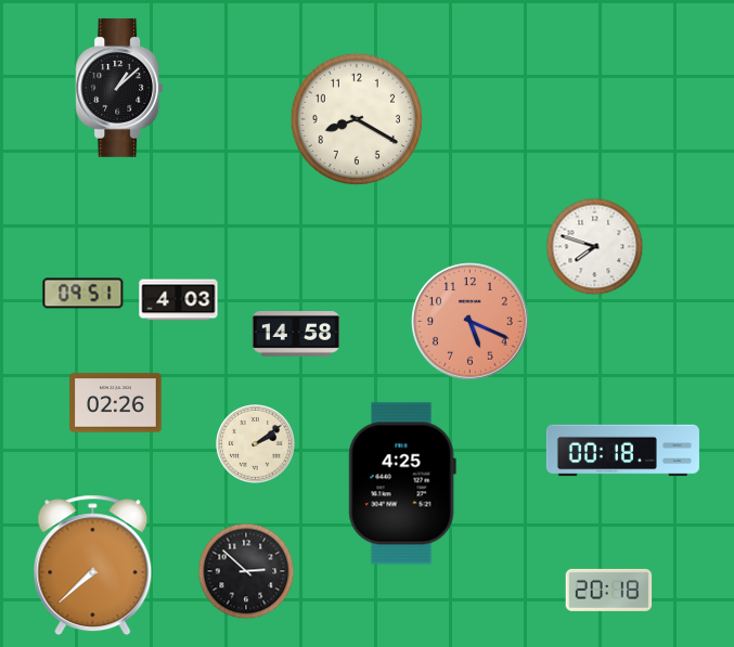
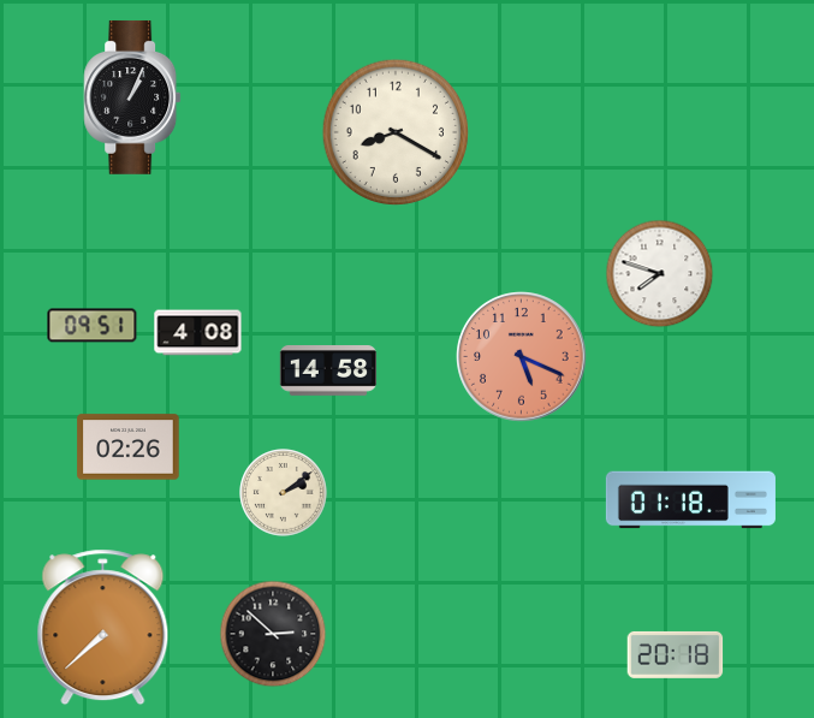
clock at (119, 88): 1:08 -> 1:04
clock at (179, 300): 4:03 -> 4:08
clock at (622, 451): 00:18 -> 01:18
clock at (402, 483): 4:25 -> none
